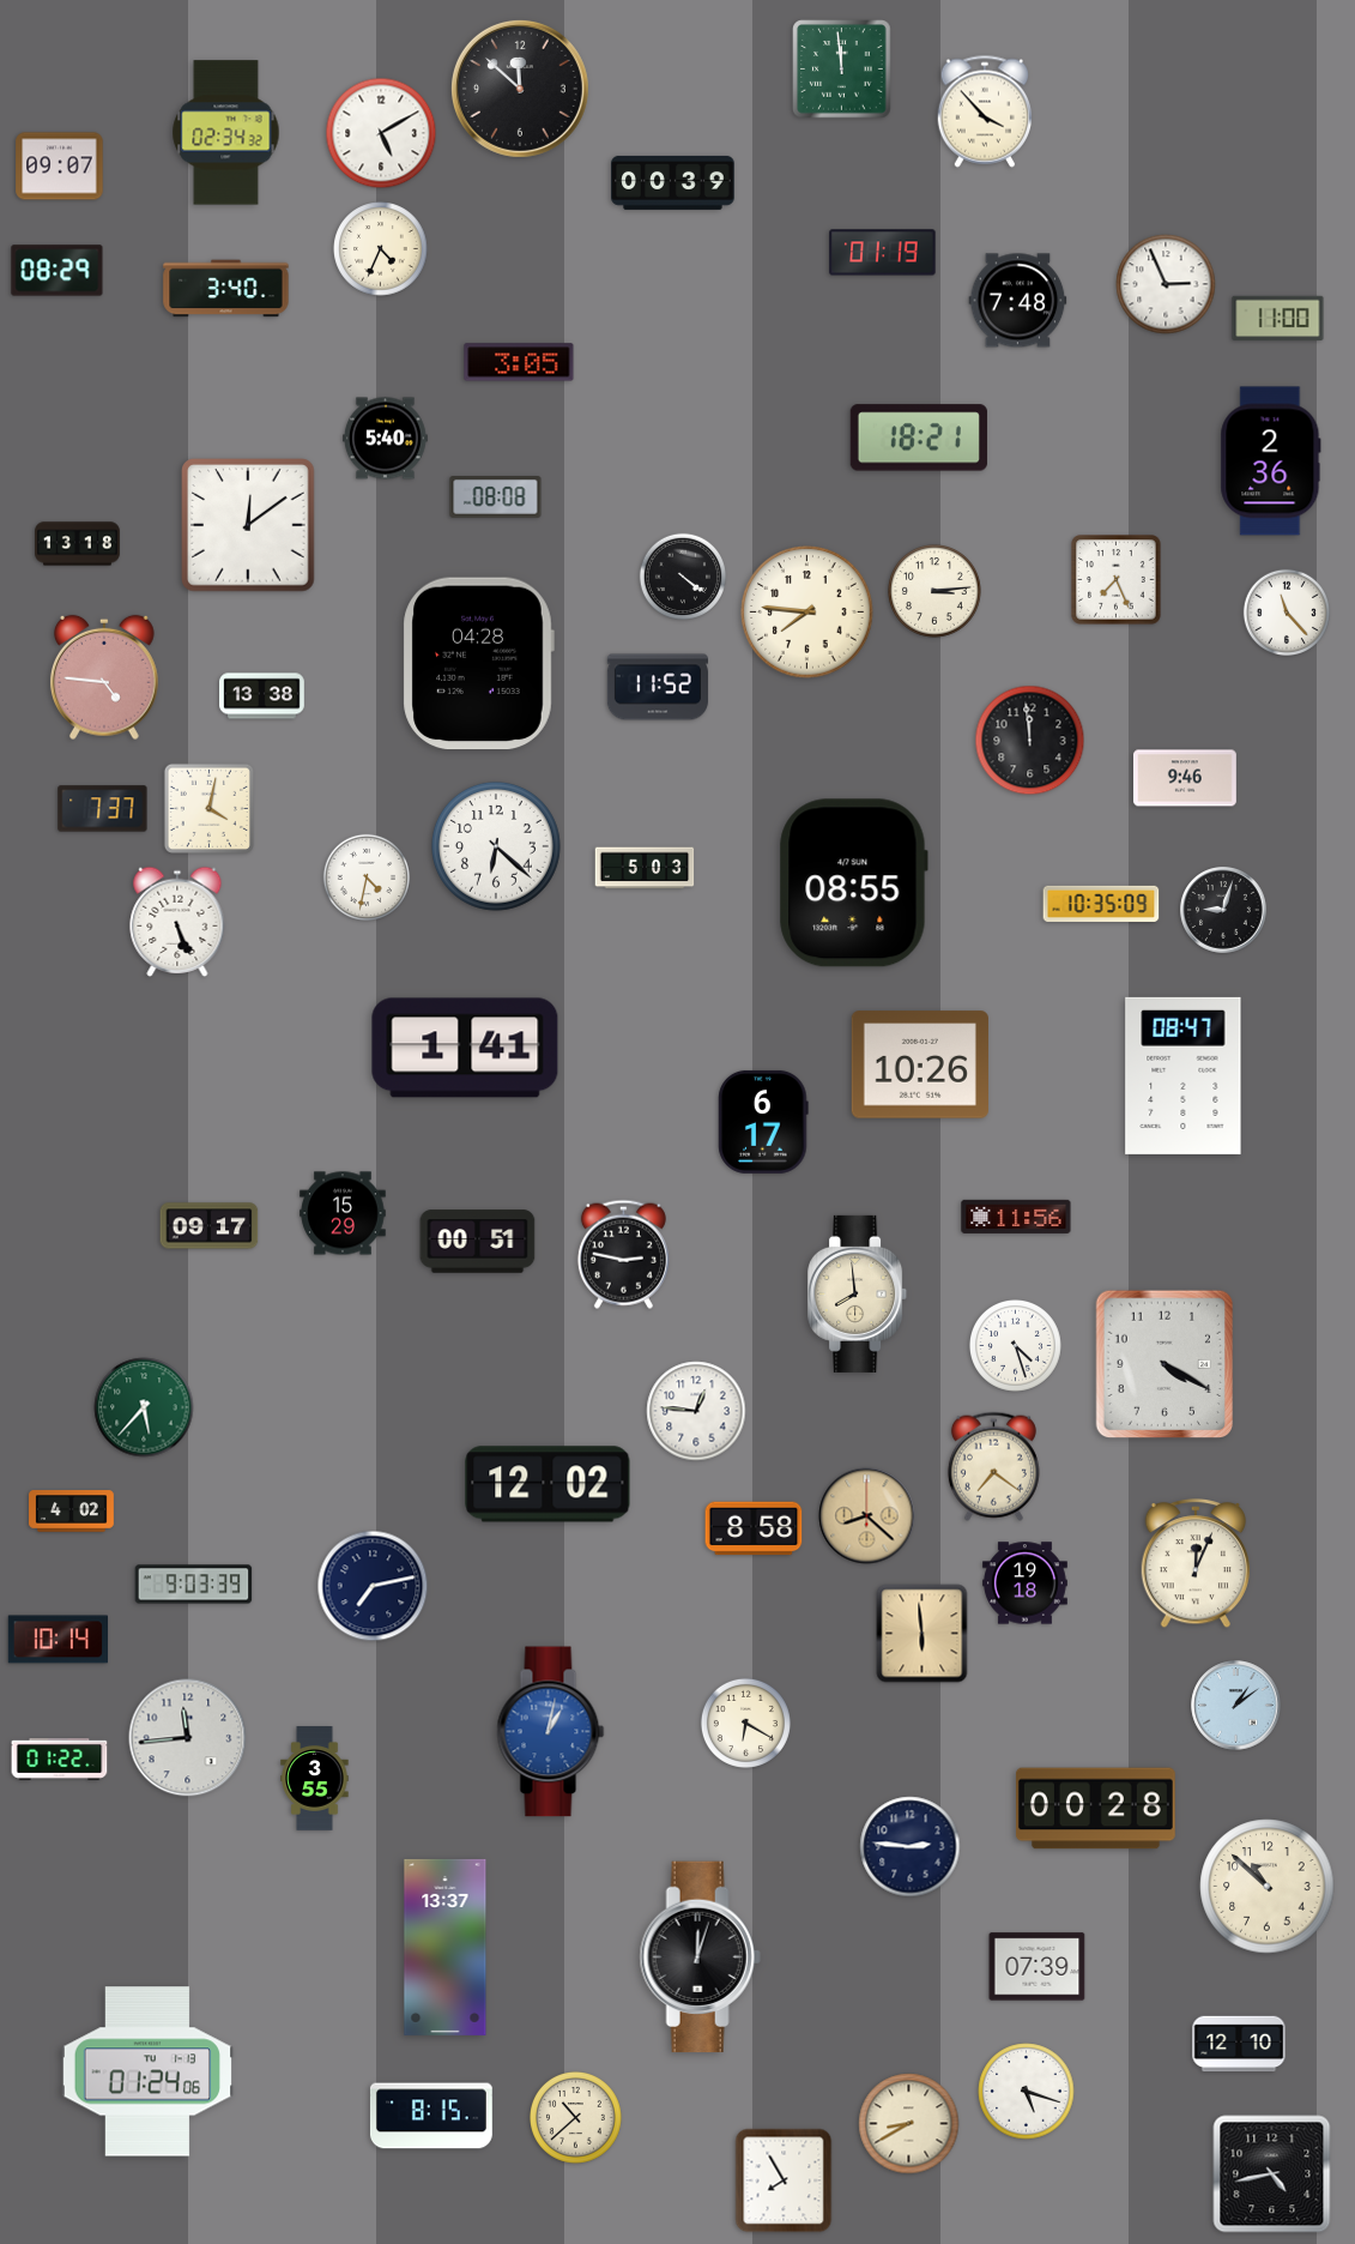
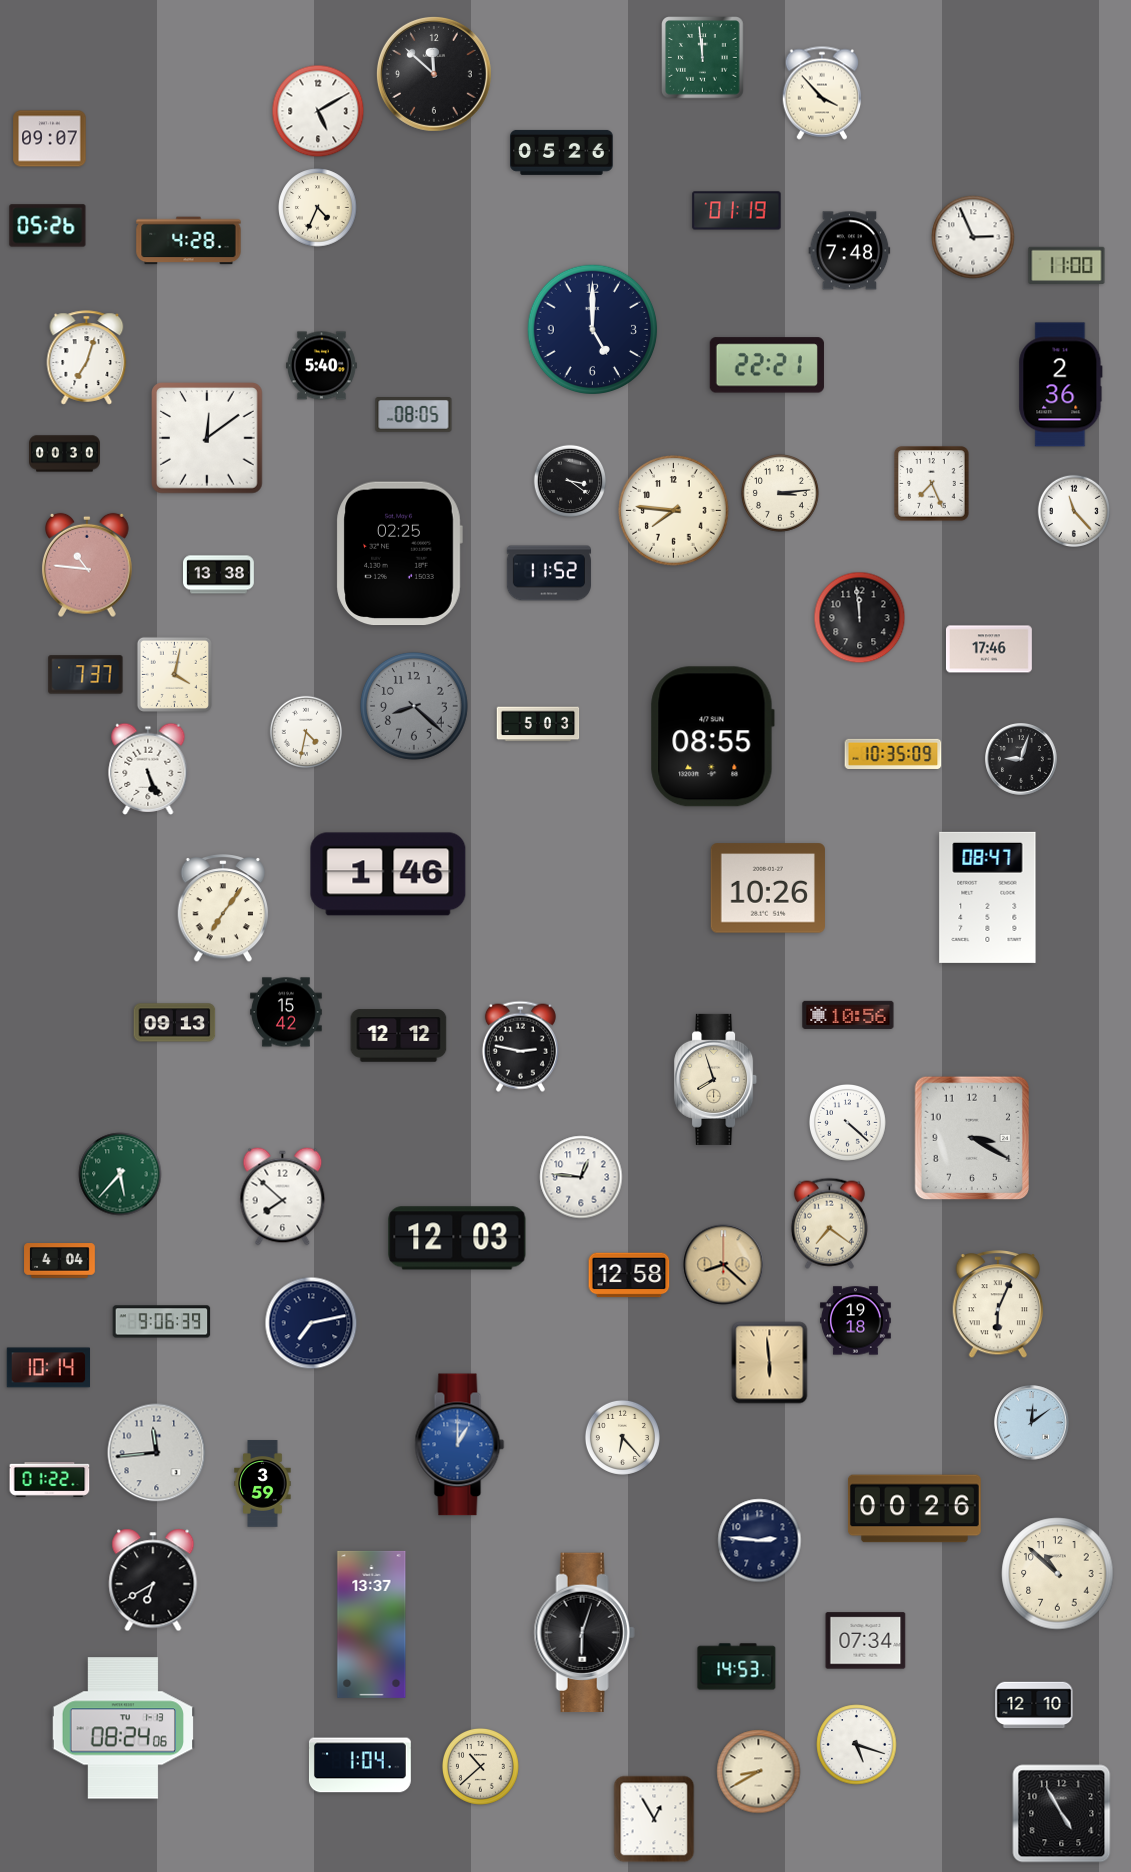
clock at (226, 133): 02:34 -> none
clock at (673, 182): 00:39 -> 05:26
clock at (58, 271): 08:29 -> 05:26
clock at (226, 289): 3:40 -> 4:28
clock at (519, 362): 3:05 -> none
clock at (593, 330): none -> 5:00
clock at (87, 358): none -> 7:03
clock at (919, 438): 18:21 -> 22:21
clock at (496, 497): 08:08 -> 08:05
clock at (78, 544): 13:18 -> 00:30
clock at (682, 575): 4:21 -> 3:21
clock at (478, 664): 04:28 -> 02:25
clock at (104, 677): 4:46 -> 10:46
clock at (262, 696) position: (262, 696) -> (219, 575)
clock at (1185, 778): 9:46 -> 17:46
clock at (496, 846): 6:22 -> 8:22
clock at (496, 846) dial: white -> grey
clock at (1101, 903) position: (1101, 903) -> (893, 753)
clock at (465, 1048): 1:41 -> 1:46
clock at (223, 909): none -> 7:06
clock at (763, 1122): 6:17 -> none
clock at (343, 1213): 15:29 -> 15:42
clock at (1016, 1217): 11:56 -> 10:56
clock at (210, 1226): 09:17 -> 09:13
clock at (478, 1242): 00:51 -> 12:12
clock at (858, 1293): 7:59 -> 7:57
clock at (1015, 1345): 4:27 -> 4:22
clock at (1165, 1364): 4:20 -> 3:20
clock at (283, 1197): none -> 7:52
clock at (548, 1484): 12:02 -> 12:03
clock at (72, 1512): 4:02 -> 4:04
clock at (754, 1528): 8:58 -> 12:58
clock at (1196, 1564): 12:04 -> 6:04
clock at (194, 1585): 9:03 -> 9:06
clock at (1236, 1706): 1:09 -> 12:09
clock at (745, 1723): 6:20 -> 6:23
clock at (551, 1732): 1:02 -> 1:00
clock at (188, 1738) position: (188, 1738) -> (157, 1453)
clock at (60, 1760) position: (60, 1760) -> (50, 1480)
clock at (315, 1779): 3:55 -> 3:59
clock at (1095, 1809): 00:28 -> 00:26
clock at (153, 1580): none -> 6:40
clock at (700, 1958): 12:03 -> 6:03
clock at (1038, 1967): 07:39 -> 07:34
clock at (737, 1667): none -> 14:53
clock at (147, 2071): 01:24 -> 08:24
clock at (431, 2116): 8:15 -> 1:04
clock at (1272, 2174): 4:43 -> 4:55
clock at (784, 2180): 7:55 -> 12:55
